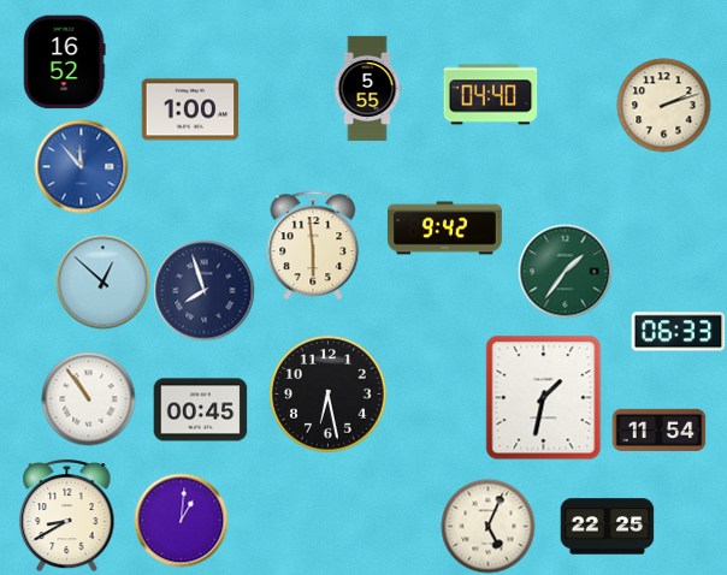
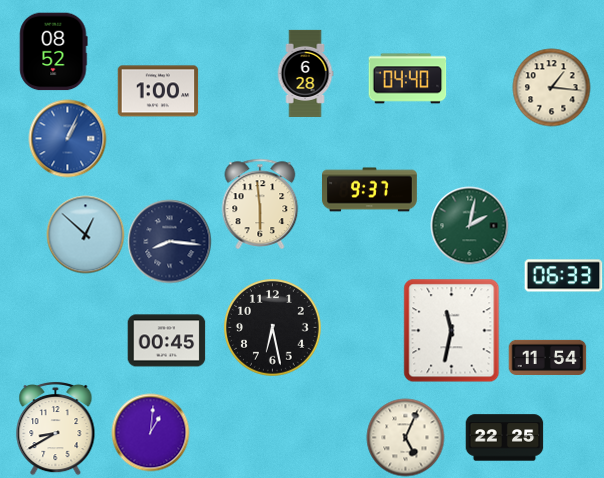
clock at (65, 61): 16:52 -> 08:52
clock at (367, 88): 5:55 -> 6:28
clock at (663, 105): 2:12 -> 1:16
clock at (81, 166): 11:53 -> 1:04
clock at (445, 229): 9:42 -> 9:37
clock at (565, 271): 1:36 -> 2:02
clock at (203, 290): 7:57 -> 8:16
clock at (544, 397): 1:32 -> 11:32
clock at (88, 398): 10:54 -> none
